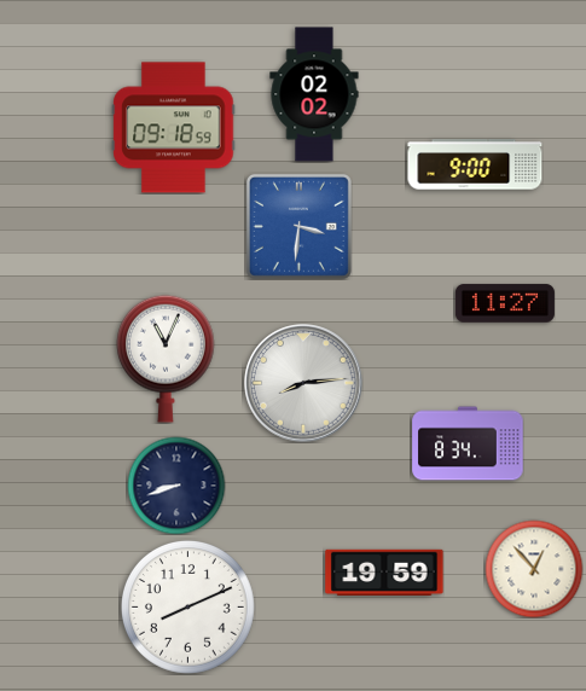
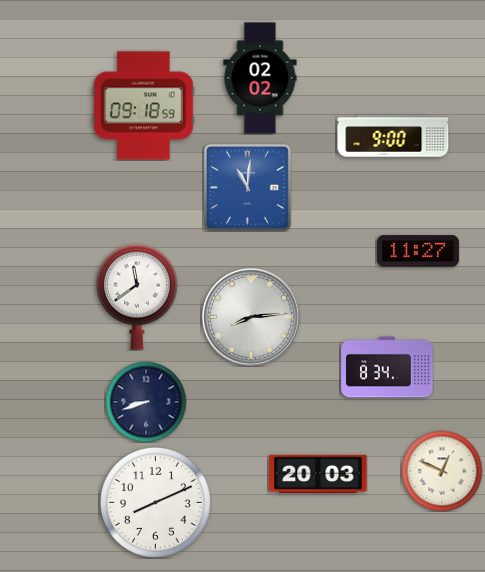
clock at (298, 226): 3:31 -> 11:01
clock at (167, 359): 11:04 -> 11:39
clock at (534, 569): 12:53 -> 12:49
clock at (384, 573): 19:59 -> 20:03
